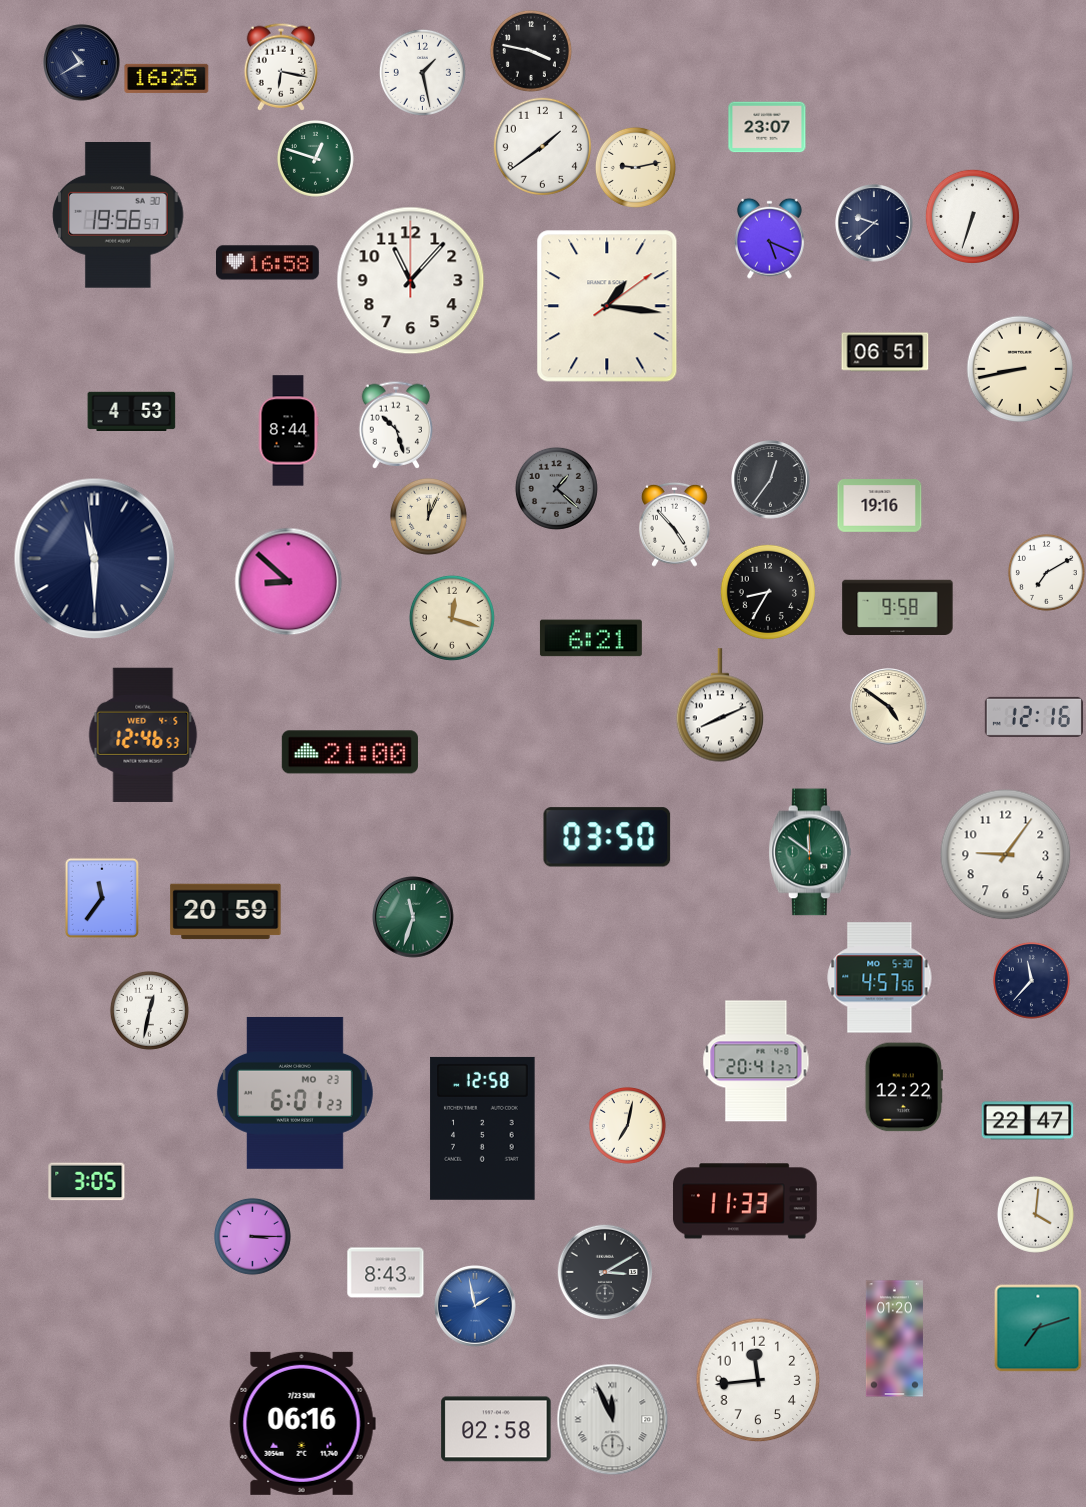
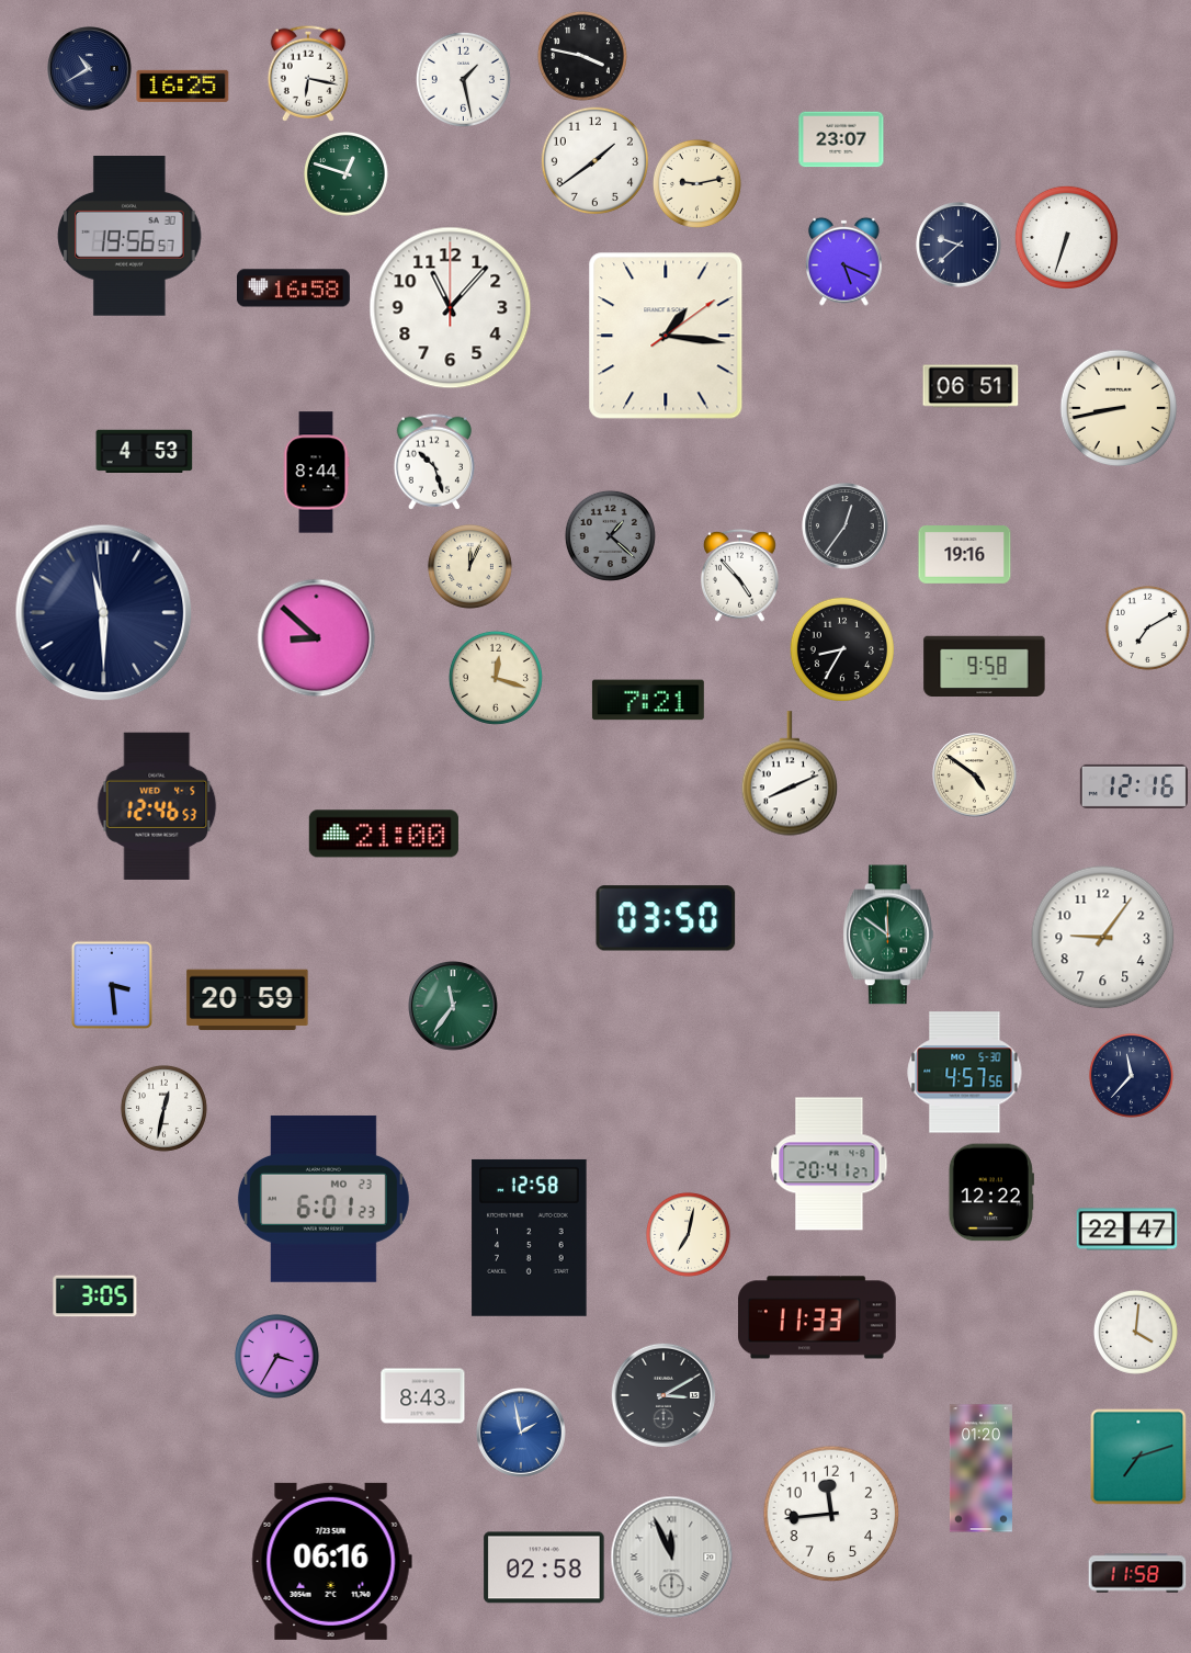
clock at (1020, 369) position: (1020, 369) -> (1119, 408)
clock at (396, 425) position: (396, 425) -> (434, 462)
clock at (591, 638): 6:21 -> 7:21
clock at (350, 752) position: (350, 752) -> (384, 834)
clock at (102, 898): 11:36 -> 3:29
clock at (414, 918): 11:33 -> 11:36
clock at (252, 1236): 3:15 -> 3:35
clock at (1137, 1573): none -> 11:58
